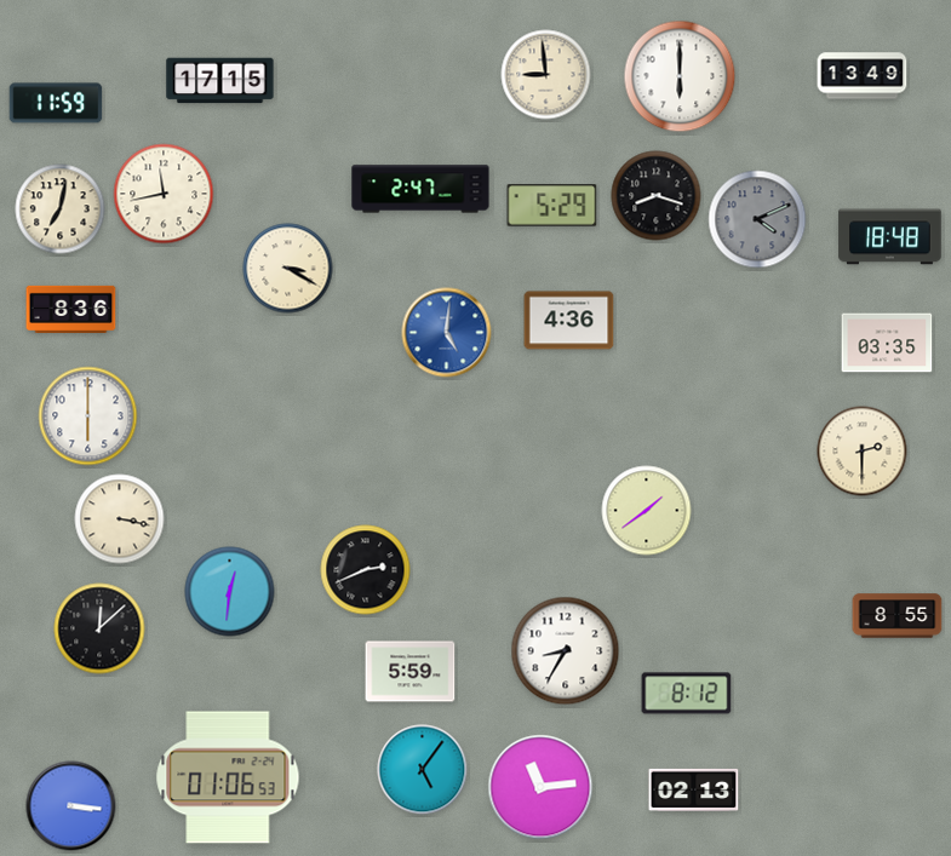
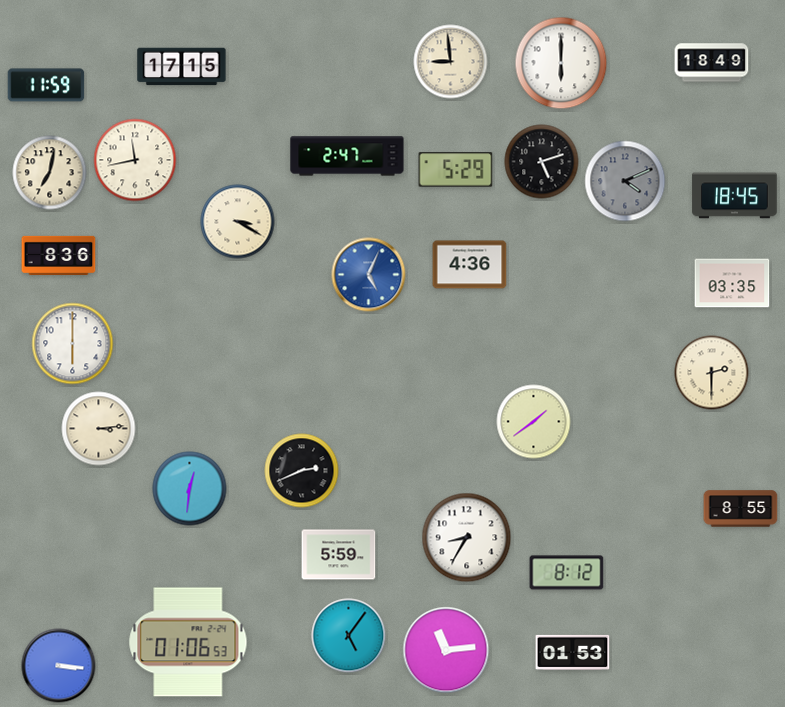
clock at (863, 76): 13:49 -> 18:49
clock at (657, 196): 8:18 -> 5:12
clock at (890, 237): 18:48 -> 18:45
clock at (447, 333): 5:01 -> 5:04
clock at (120, 519): 3:17 -> 3:14
clock at (99, 628): 12:08 -> none
clock at (694, 789): 02:13 -> 01:53
